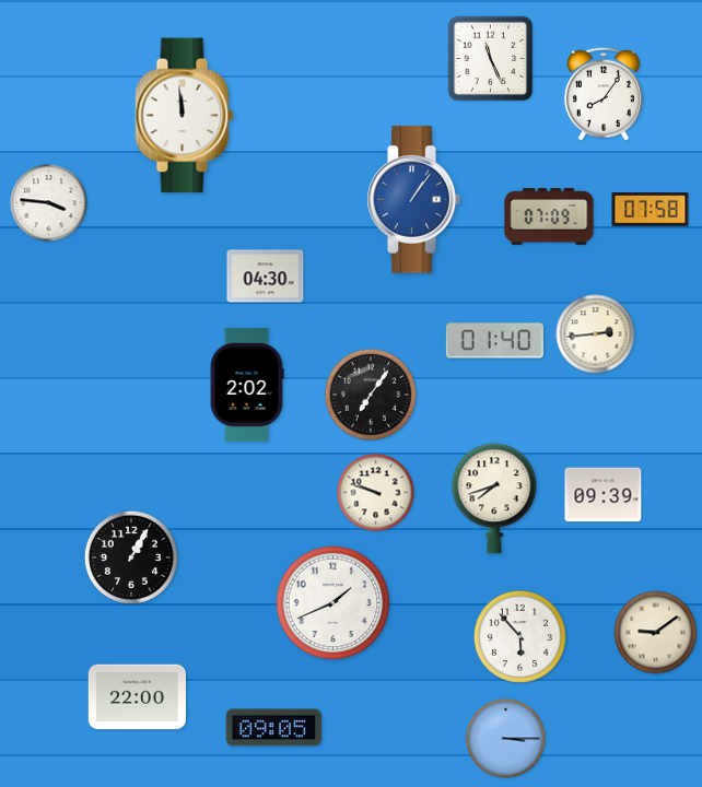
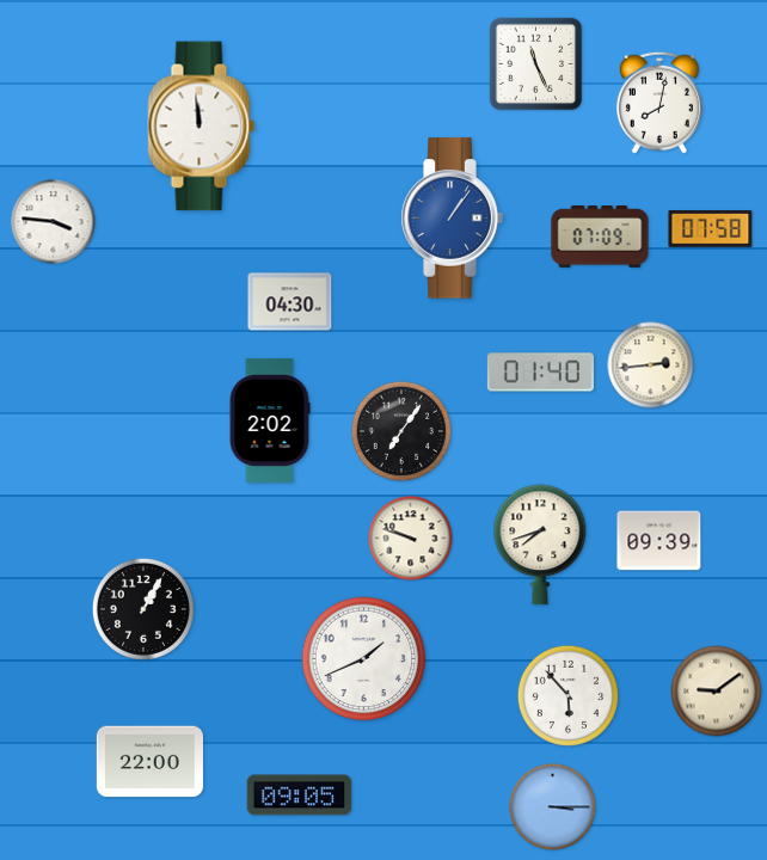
clock at (604, 94): 8:06 -> 8:02
clock at (370, 393) position: (370, 393) -> (400, 430)
